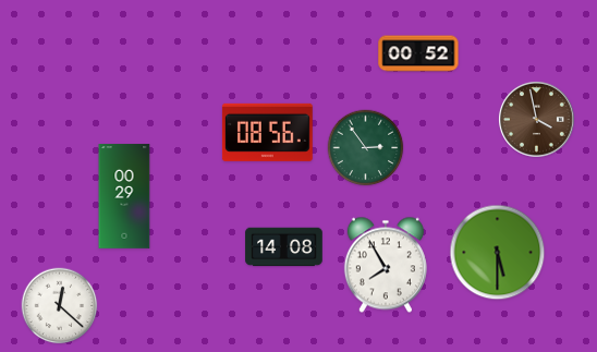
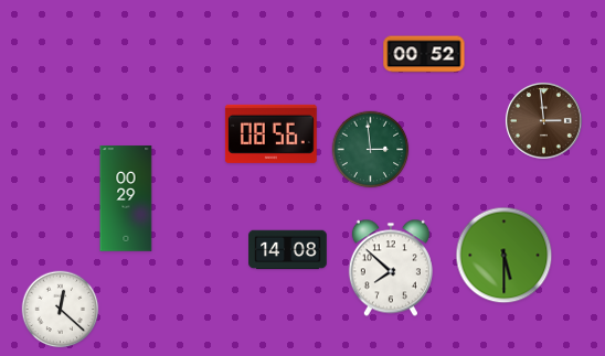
clock at (536, 119): 3:58 -> 2:59
clock at (366, 148): 2:54 -> 2:59
clock at (386, 265): 7:55 -> 7:52
